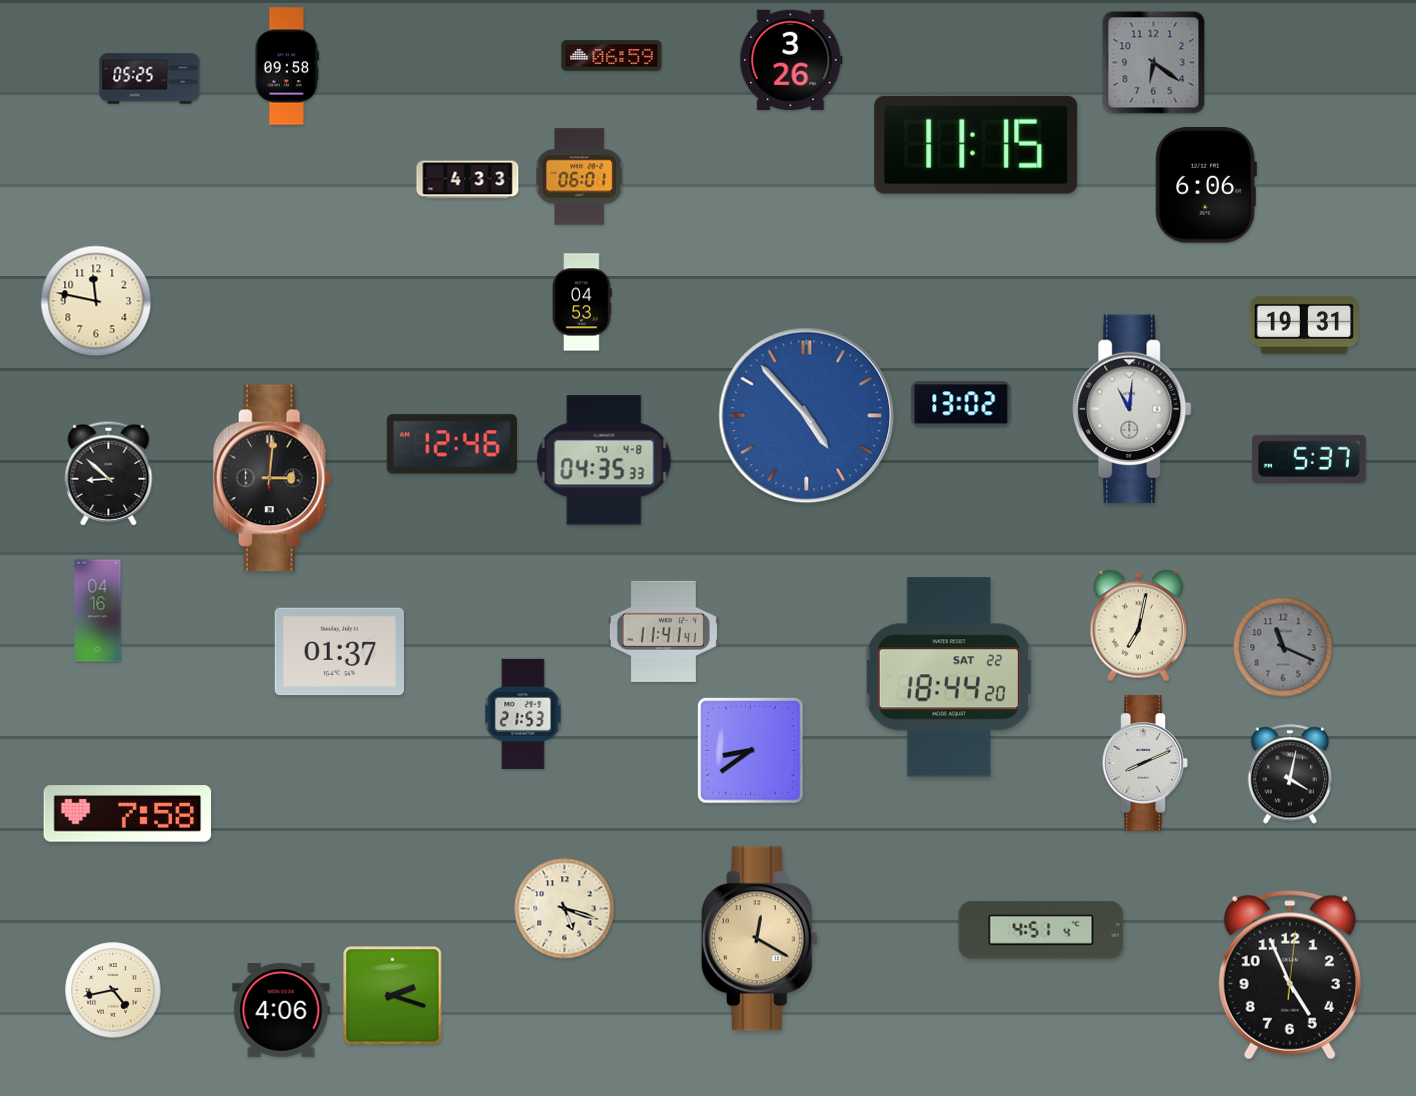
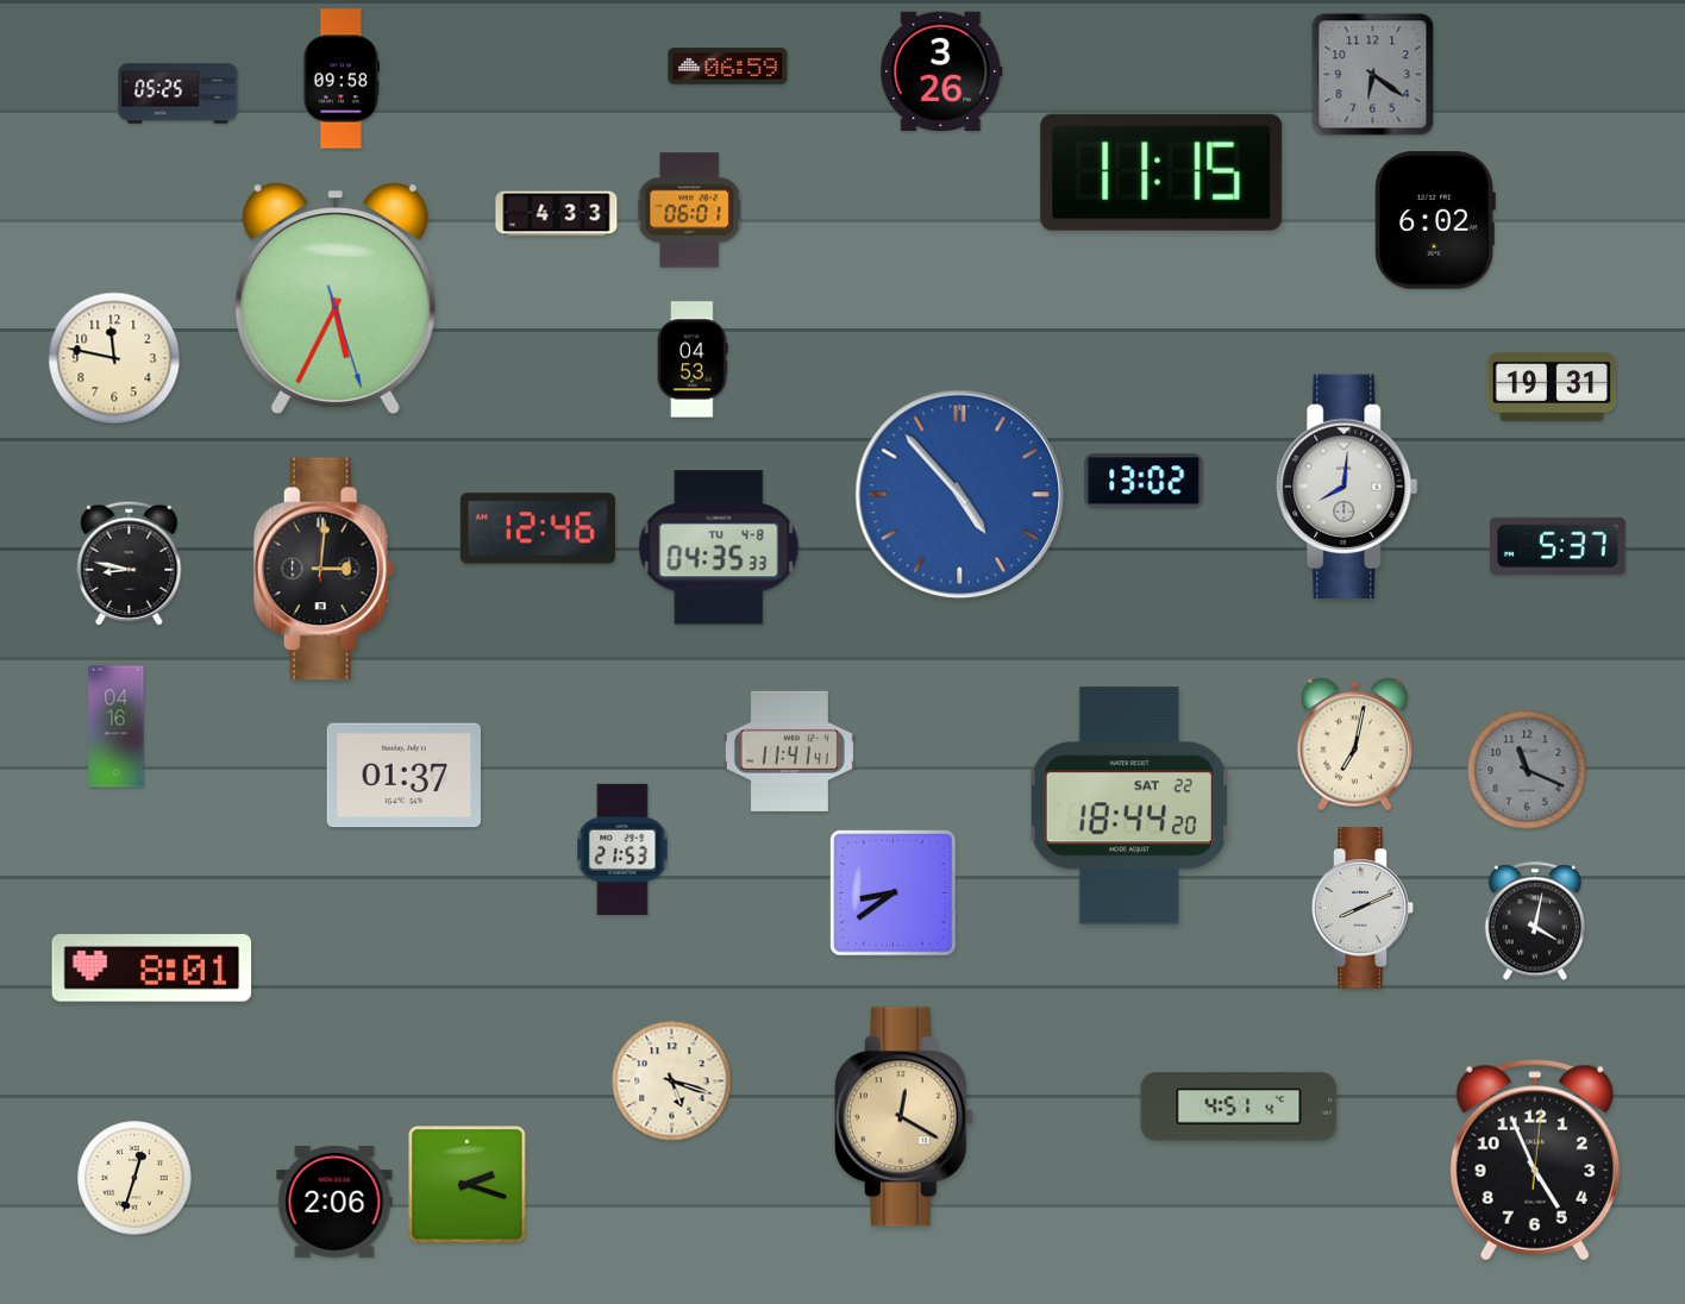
clock at (1206, 185): 6:06 -> 6:02
clock at (336, 297): none -> 5:34
clock at (1132, 408): 11:01 -> 8:01
clock at (109, 473): 8:52 -> 8:47
clock at (128, 814): 7:58 -> 8:01
clock at (113, 990): 4:43 -> 12:33
clock at (281, 1011): 4:06 -> 2:06
